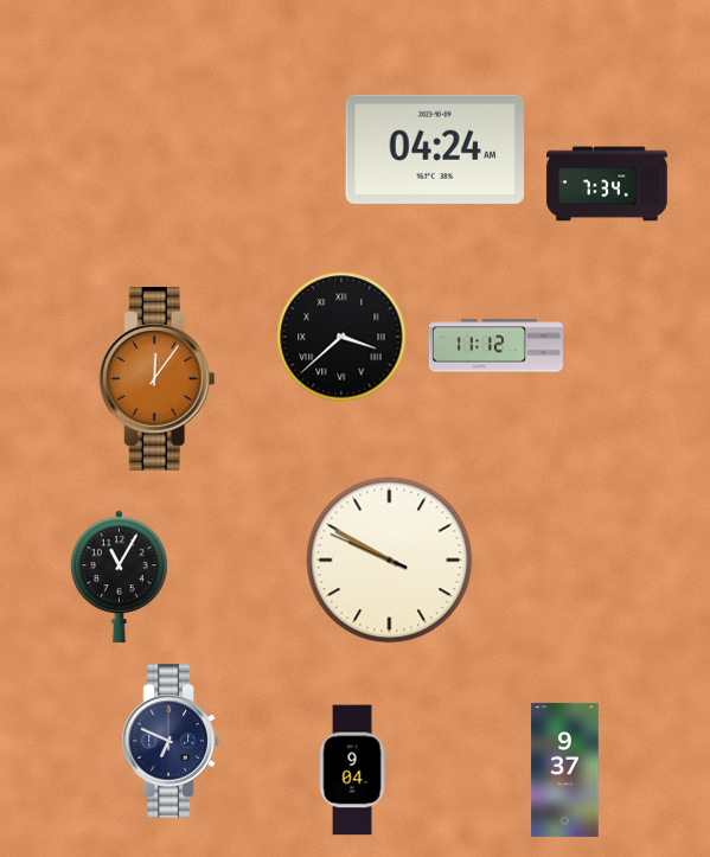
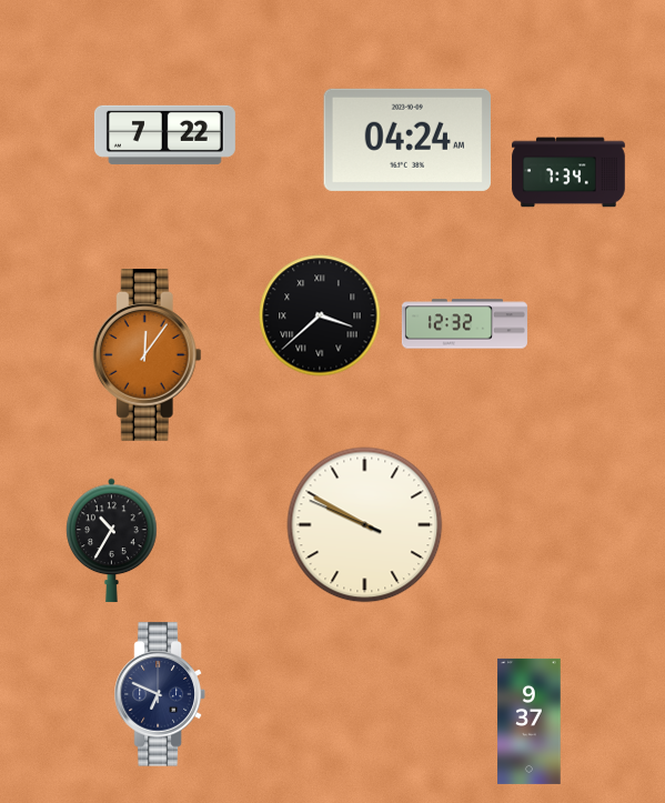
clock at (164, 134): none -> 7:22
clock at (495, 346): 11:12 -> 12:32
clock at (120, 577): 11:05 -> 10:35
clock at (352, 770): 9:04 -> none
